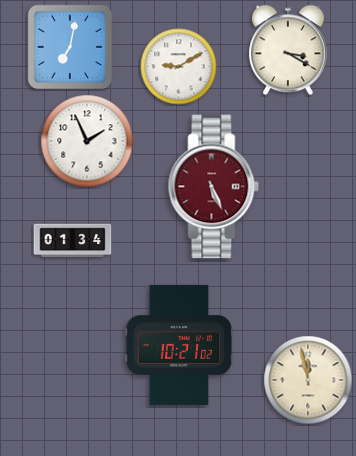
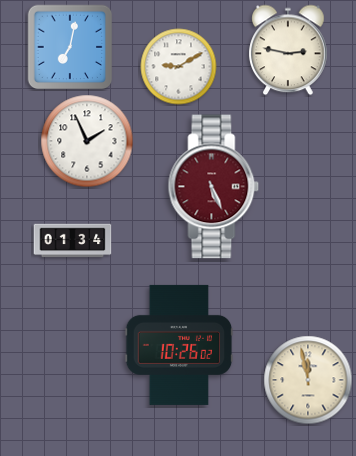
clock at (288, 50): 3:20 -> 2:47
clock at (179, 345): 10:21 -> 10:26
